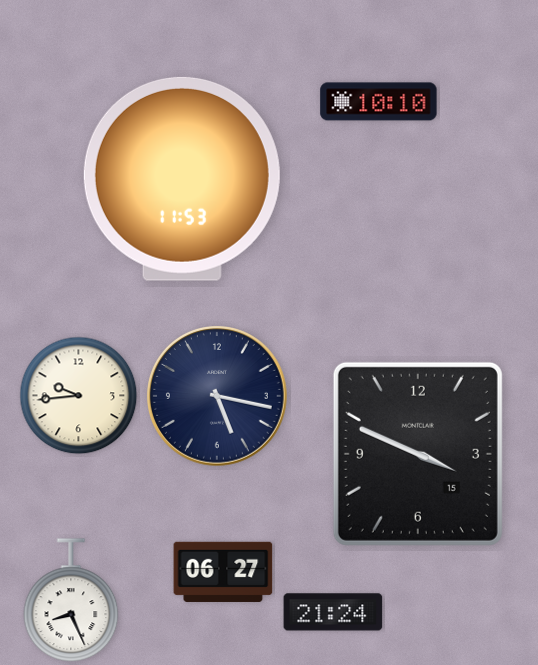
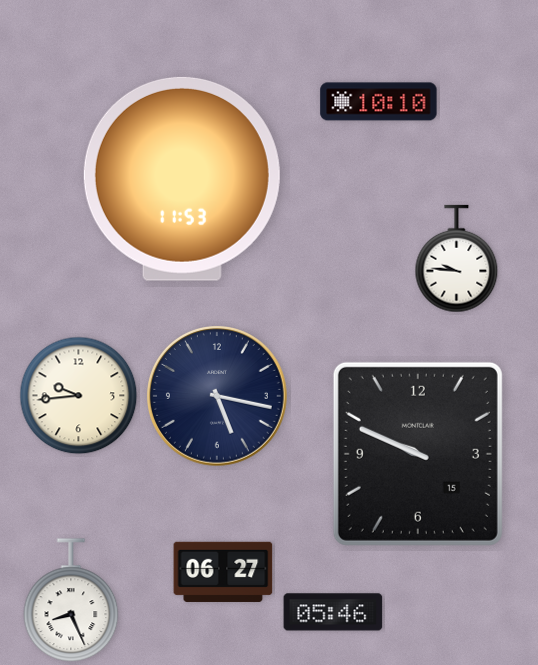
clock at (457, 259): none -> 9:46
clock at (418, 454): 3:49 -> 9:49
clock at (333, 612): 21:24 -> 05:46
